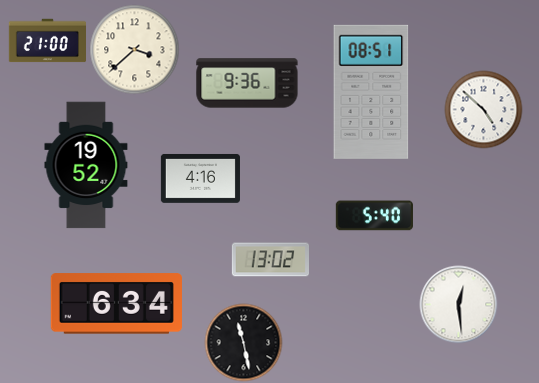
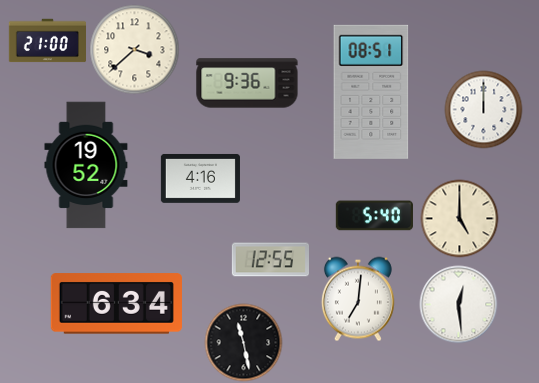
clock at (483, 109): 4:52 -> 12:00
clock at (459, 218): none -> 5:00
clock at (270, 260): 13:02 -> 12:55
clock at (358, 299): none -> 7:01
